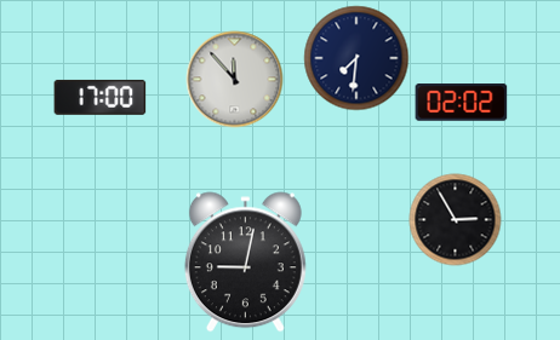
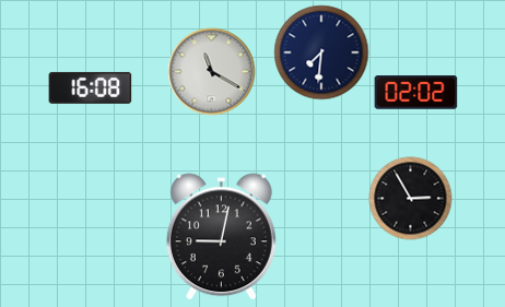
clock at (235, 80): 11:53 -> 11:20
clock at (101, 97): 17:00 -> 16:08
